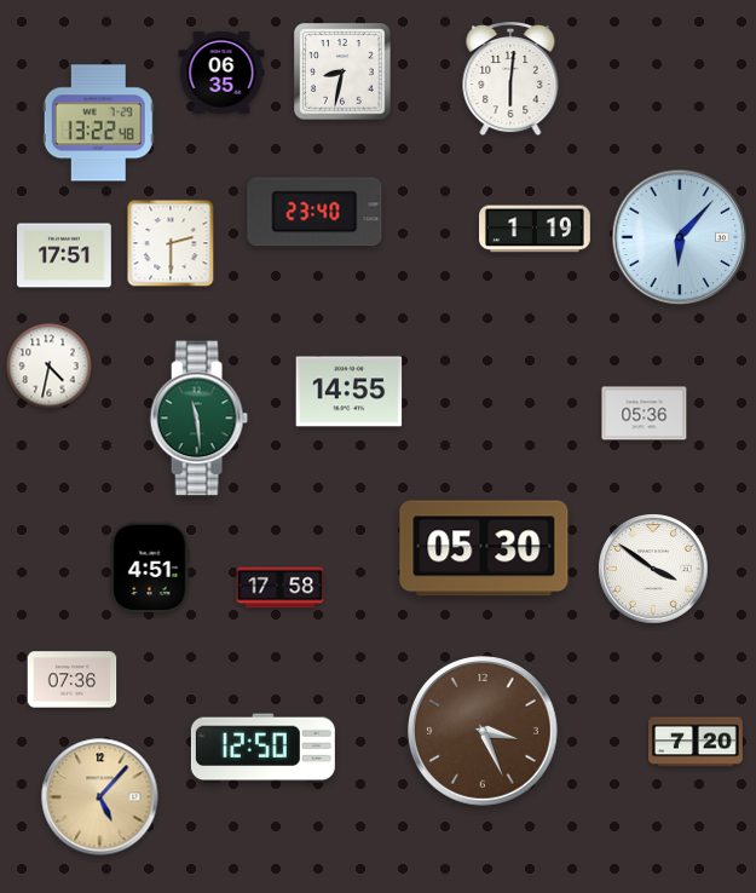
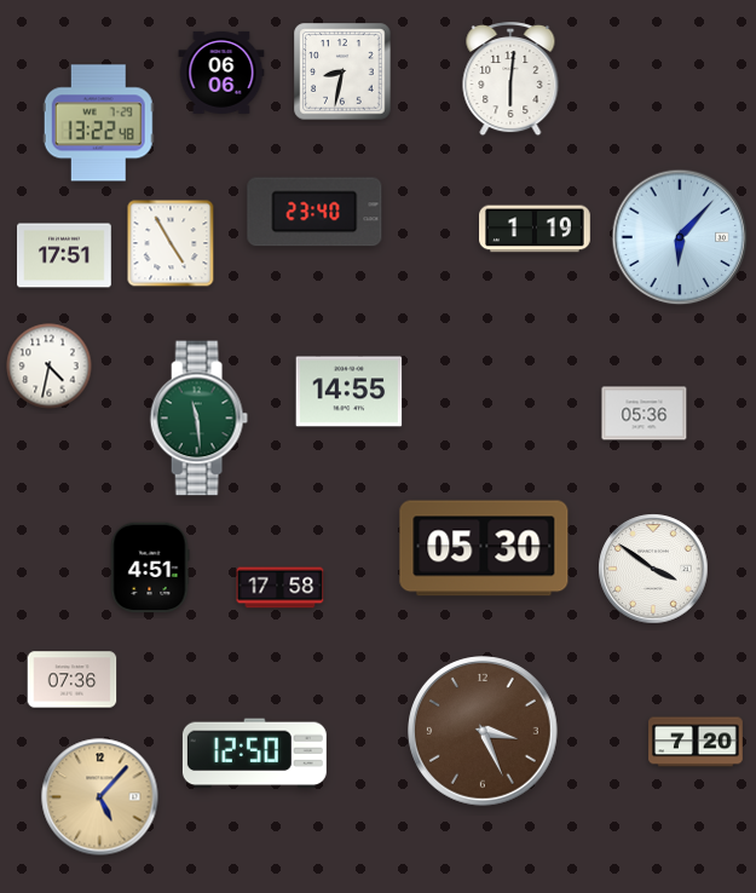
clock at (221, 73): 06:35 -> 06:06
clock at (171, 243): 2:30 -> 4:55
clock at (262, 749) position: (262, 749) -> (254, 754)
